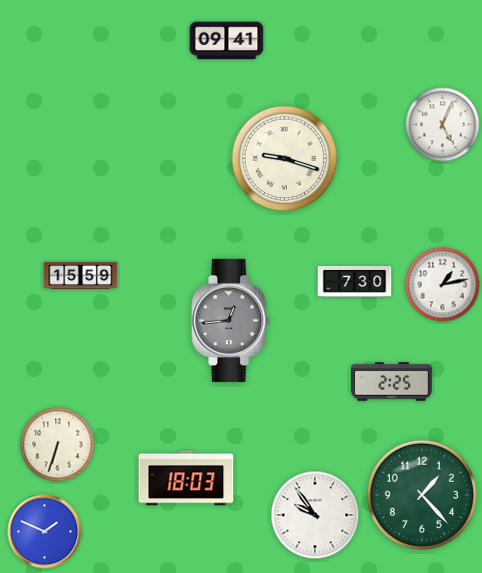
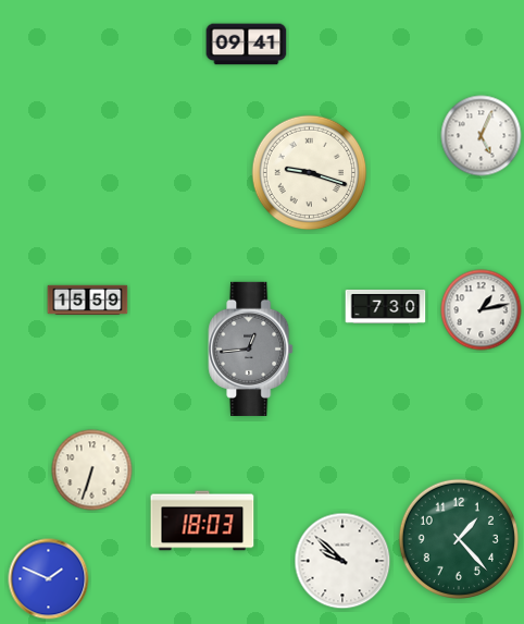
clock at (392, 382): 2:25 -> none
clock at (58, 445) position: (58, 445) -> (92, 470)
clock at (315, 515): 9:54 -> 9:52
